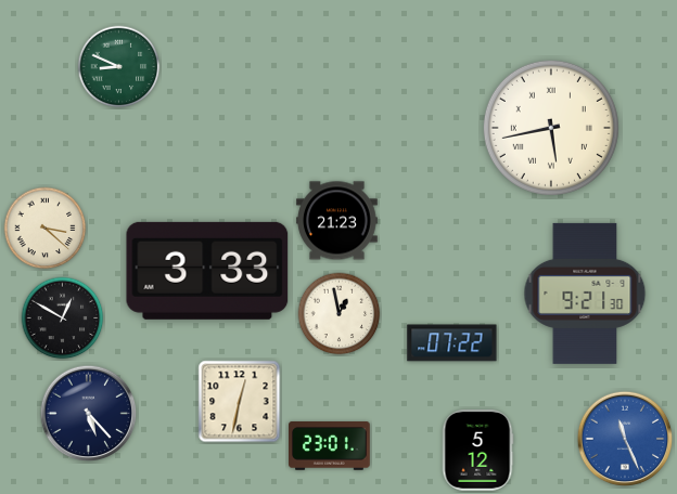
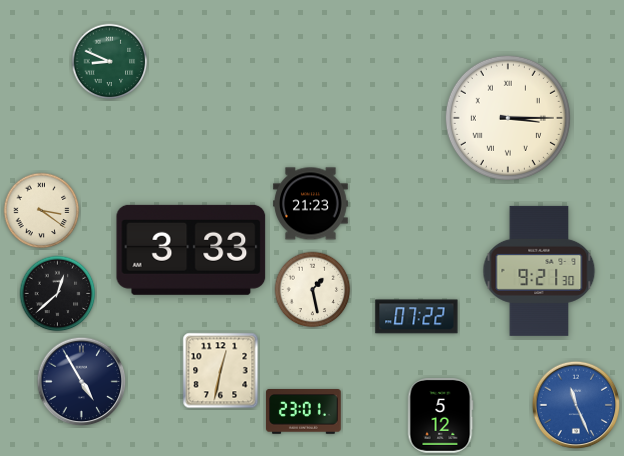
clock at (551, 128): 5:43 -> 3:15
clock at (46, 229): 3:22 -> 3:21
clock at (340, 314): 12:58 -> 1:28
clock at (63, 318): 12:50 -> 12:38
clock at (89, 414): 5:23 -> 4:55
